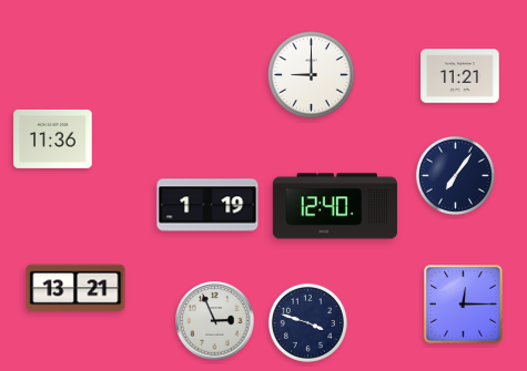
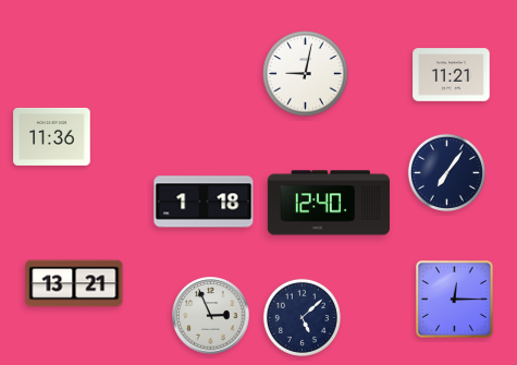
clock at (312, 75): 9:00 -> 9:02
clock at (207, 205): 1:19 -> 1:18
clock at (307, 322): 3:48 -> 5:08
